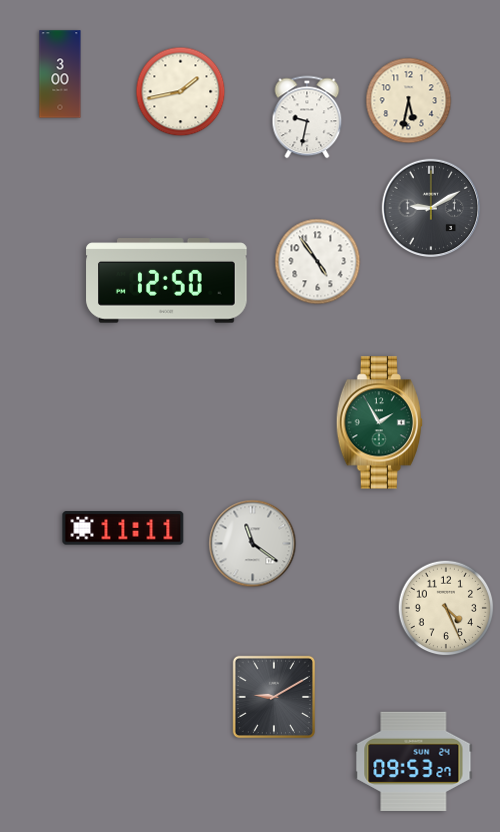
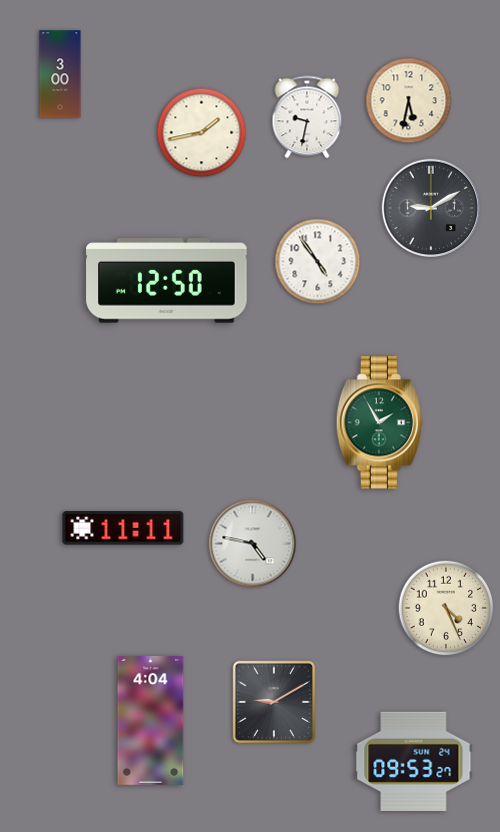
clock at (181, 92) position: (181, 92) -> (202, 133)
clock at (253, 544): 11:21 -> 4:47
clock at (274, 697) position: (274, 697) -> (274, 702)
clock at (151, 720): none -> 4:04
